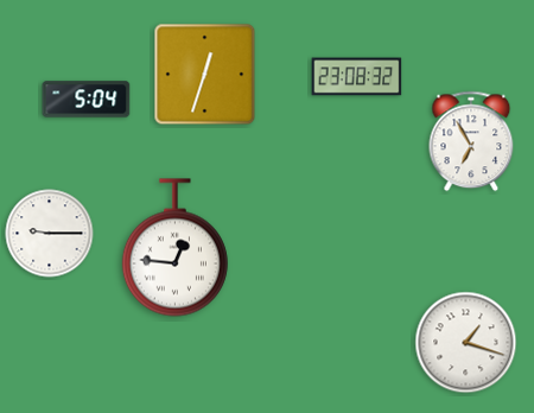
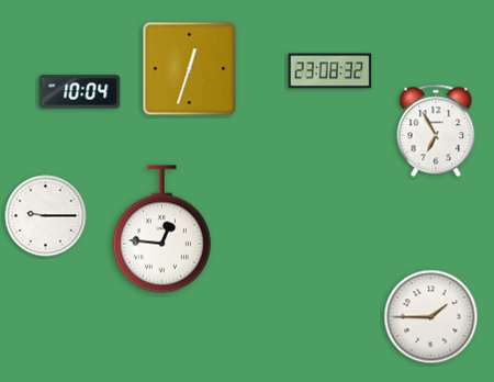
clock at (87, 100): 5:04 -> 10:04
clock at (466, 343): 1:18 -> 1:45
